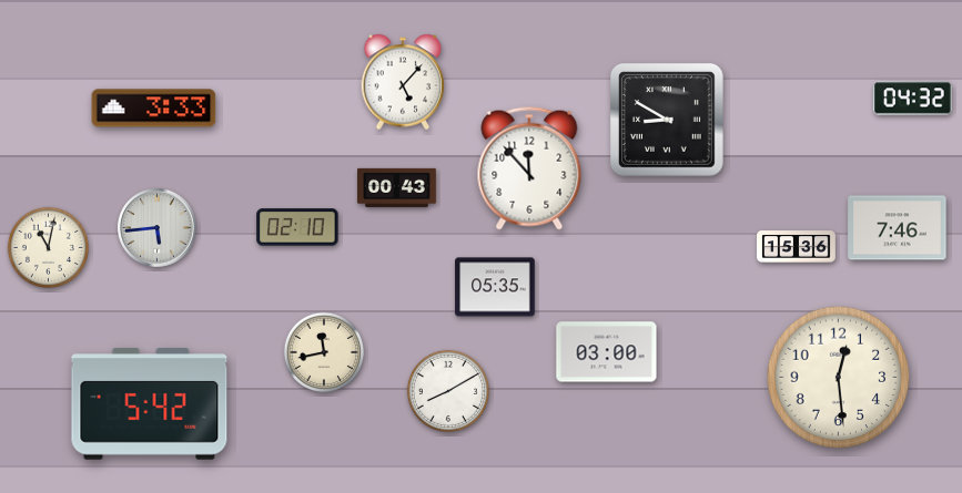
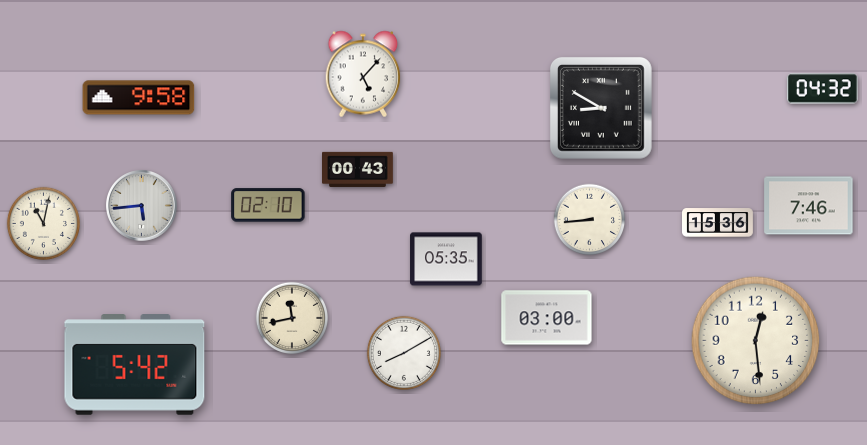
clock at (154, 109): 3:33 -> 9:58
clock at (529, 168): 11:53 -> none
clock at (590, 220): none -> 8:44
